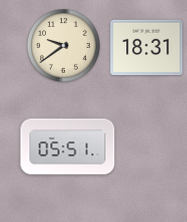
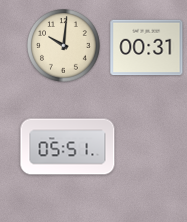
clock at (64, 46): 9:39 -> 10:01
clock at (147, 48): 18:31 -> 00:31
